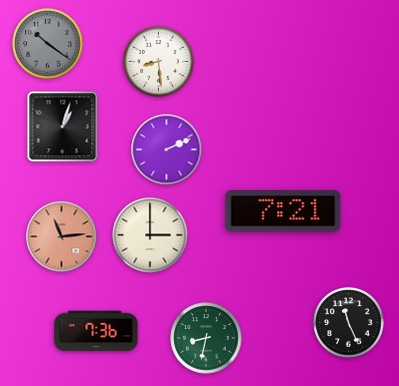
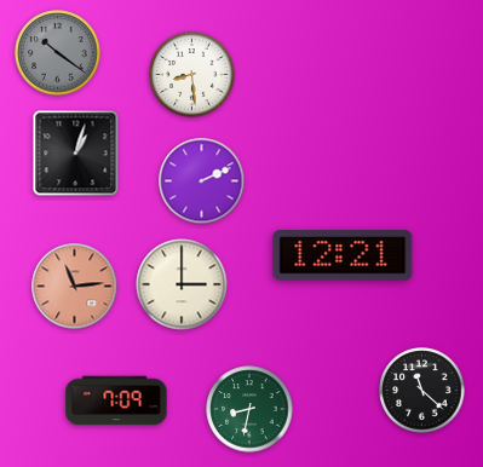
clock at (283, 211): 7:21 -> 12:21
clock at (349, 323): 11:26 -> 11:22
clock at (96, 331): 7:36 -> 7:09
